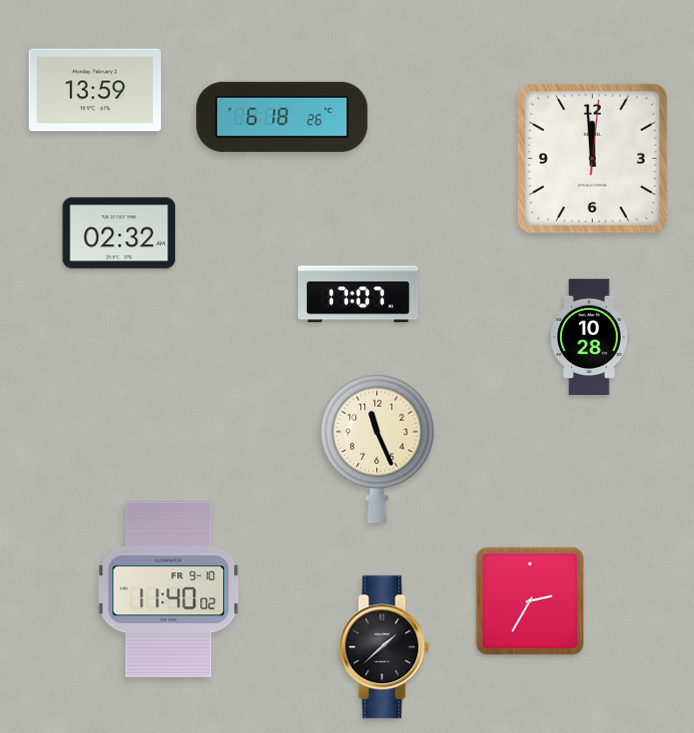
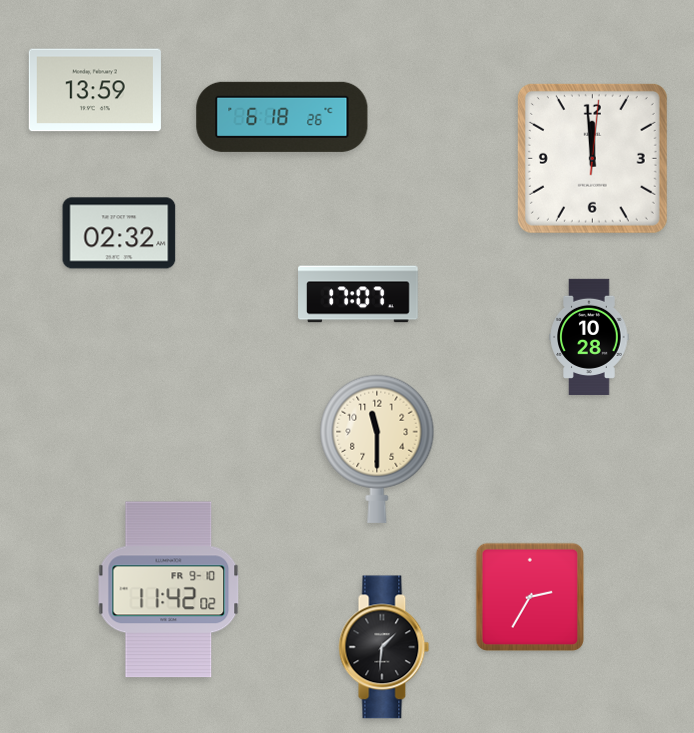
clock at (377, 449): 11:26 -> 11:30
clock at (169, 590): 11:40 -> 11:42
clock at (529, 600) position: (529, 600) -> (529, 596)
clock at (384, 647): 1:38 -> 1:31
